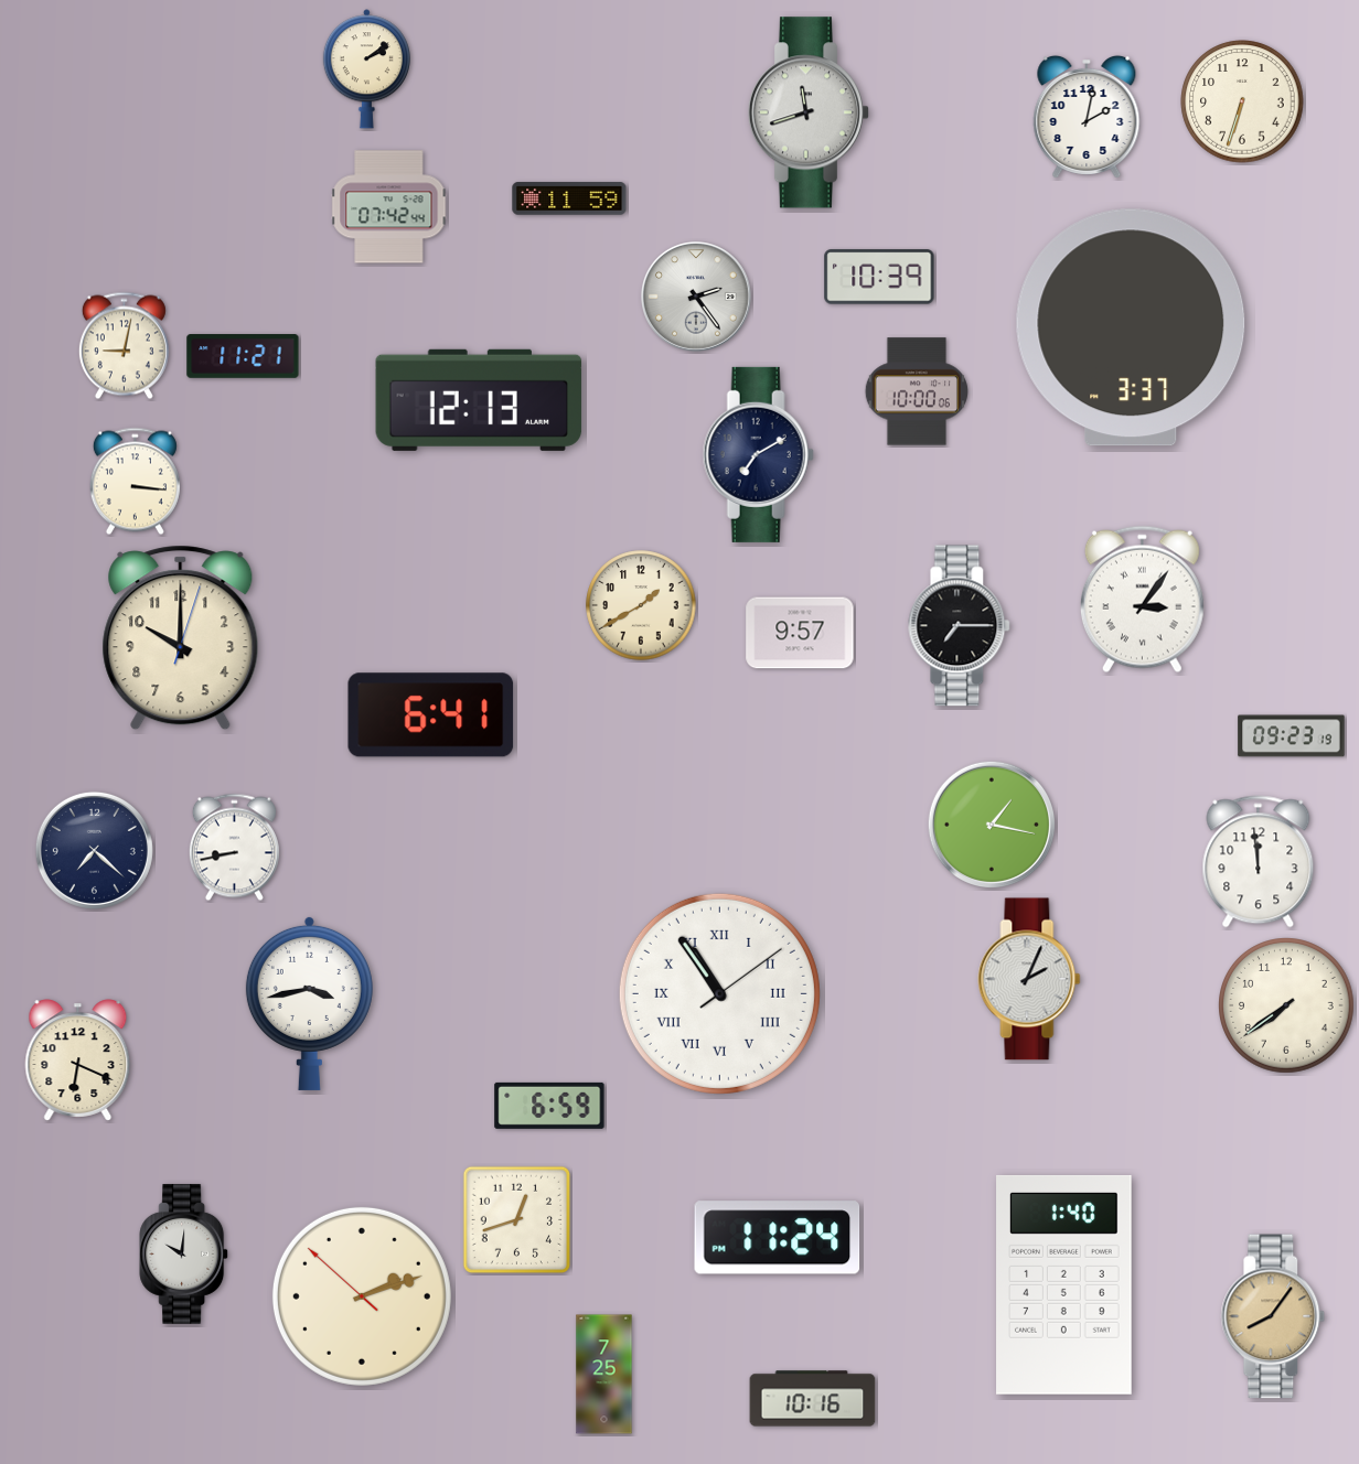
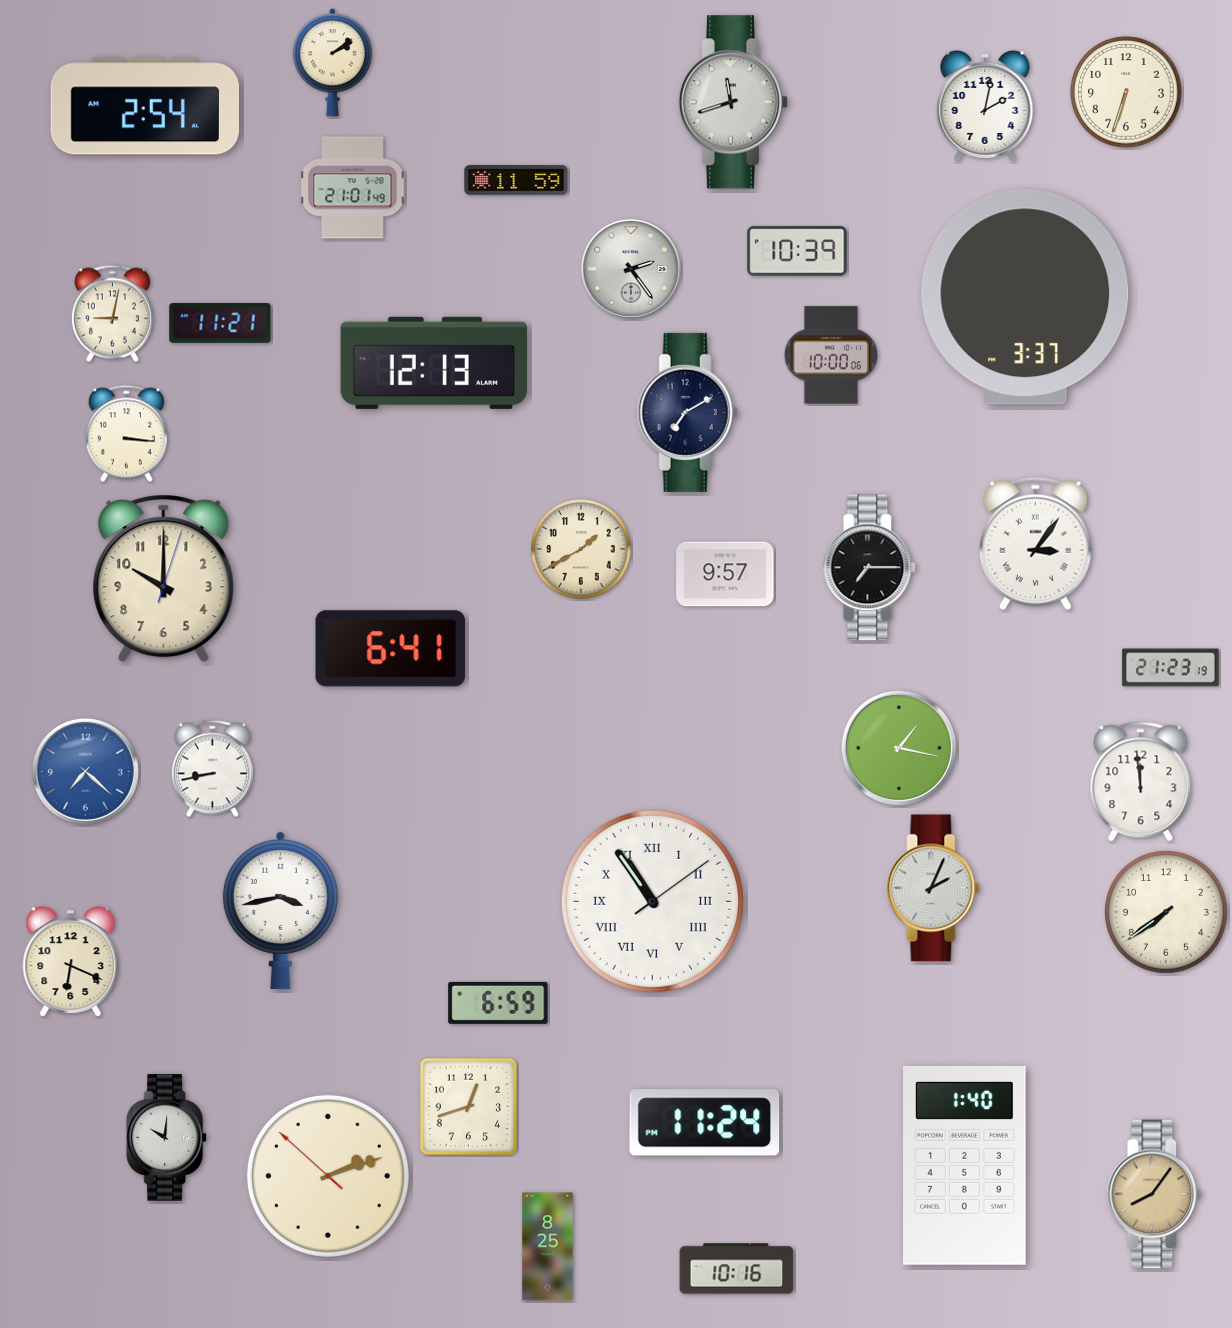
clock at (144, 106): none -> 2:54
clock at (389, 207): 07:42 -> 21:01
clock at (135, 482) position: (135, 482) -> (126, 434)
clock at (1292, 736): 09:23 -> 21:23
clock at (94, 850) dial: navy -> blue
clock at (604, 1375): 7:25 -> 8:25
